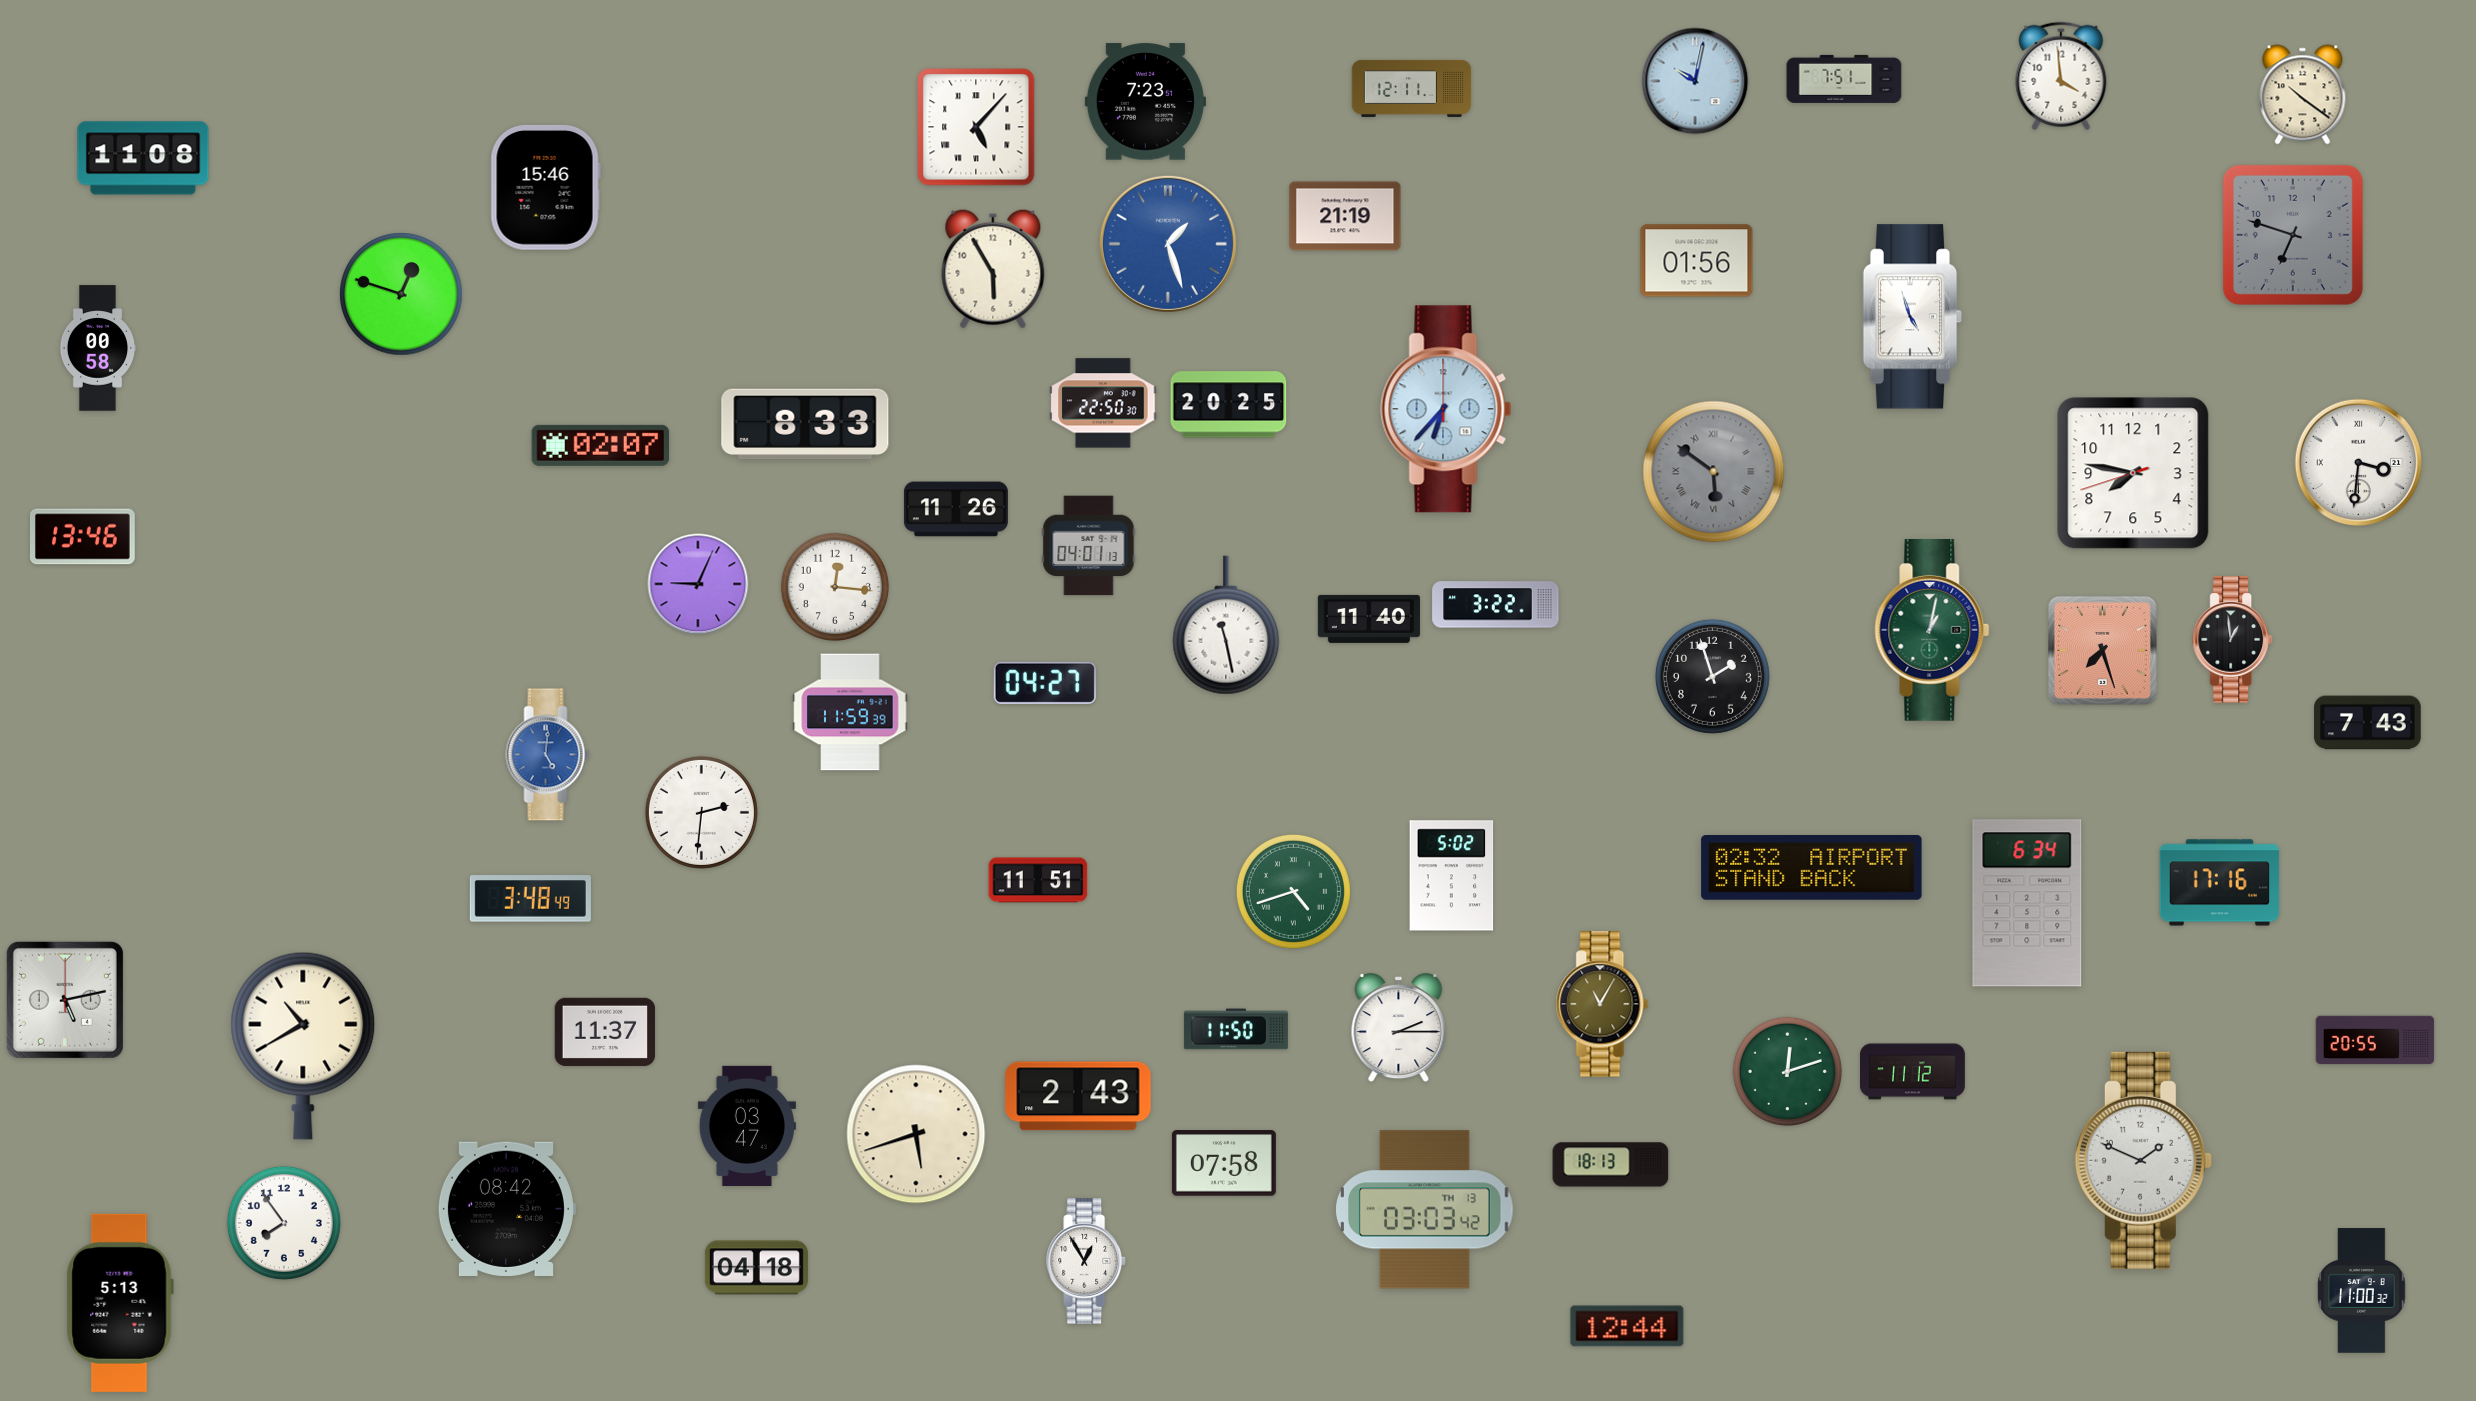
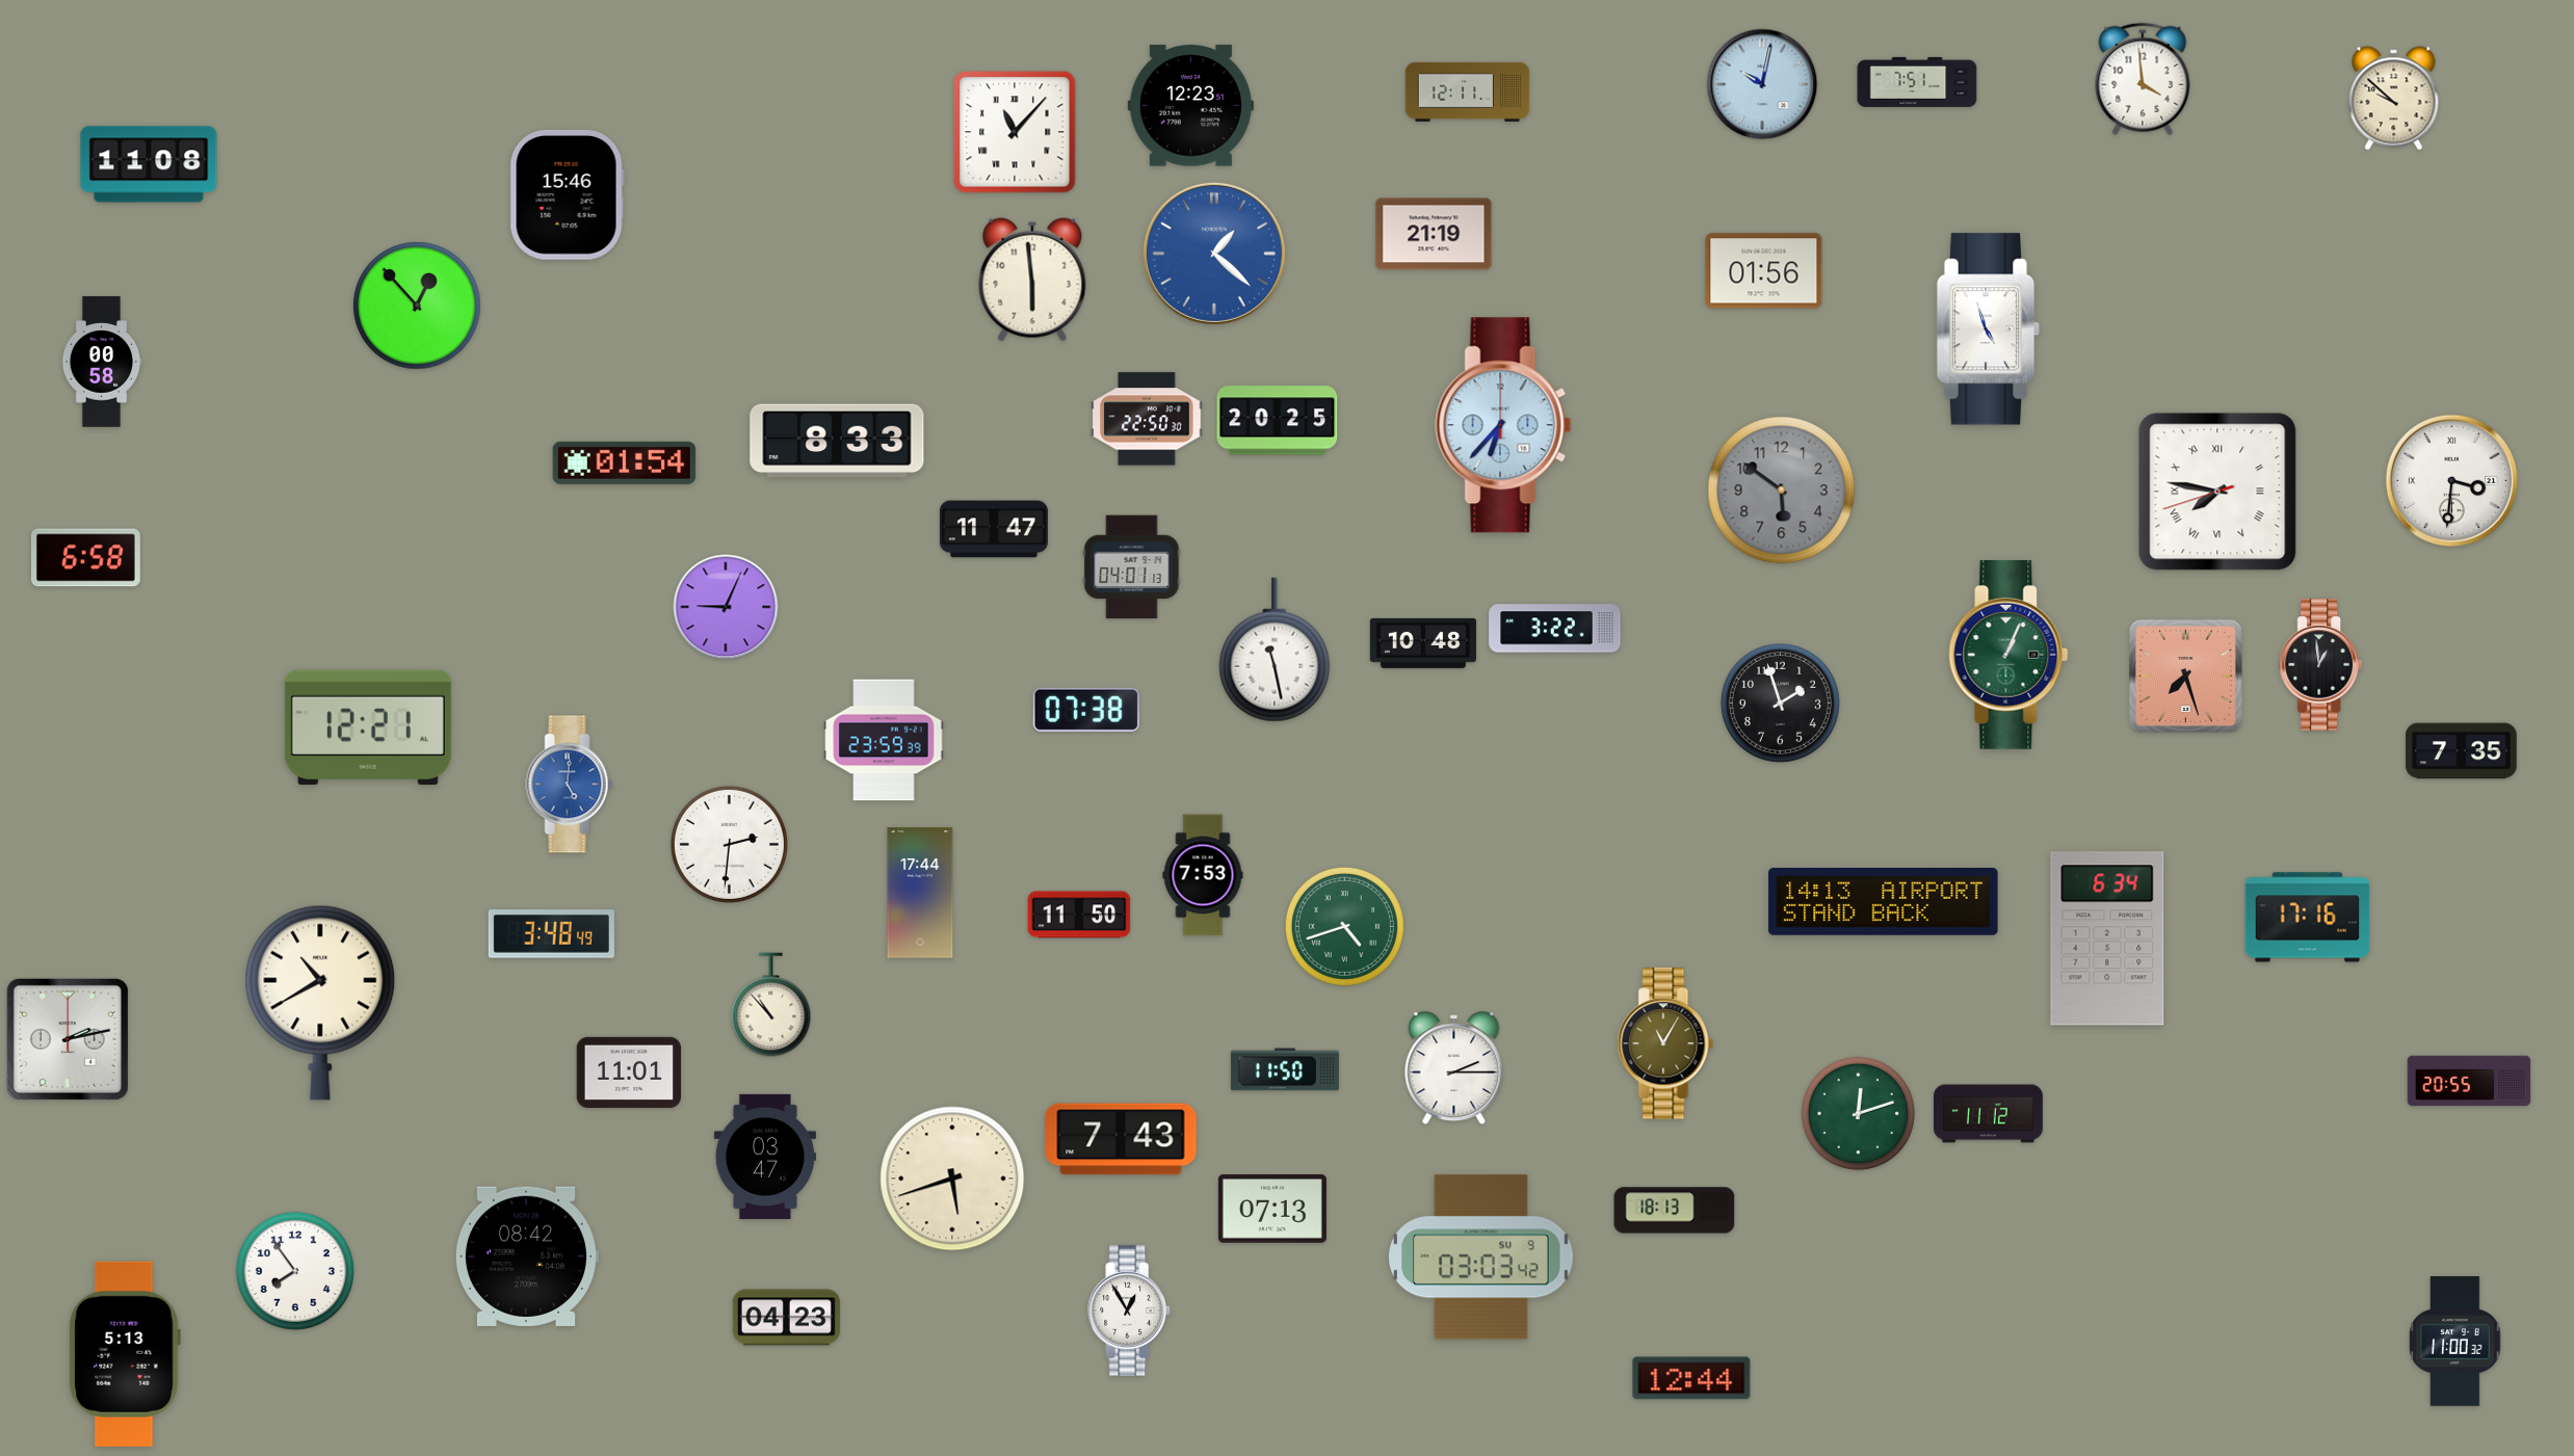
clock at (2303, 95): 10:21 -> 9:52
clock at (1145, 102): 7:23 -> 12:23
clock at (976, 127): 5:07 -> 11:07
clock at (1345, 216) position: (1345, 216) -> (1434, 234)
clock at (2293, 235): 6:48 -> none
clock at (1168, 244): 1:27 -> 1:22
clock at (993, 269): 5:55 -> 5:59
clock at (401, 294): 12:48 -> 12:53
clock at (601, 445): 02:07 -> 01:54
clock at (1714, 472) numerals: Roman -> Arabic
clock at (2133, 473) numerals: Arabic -> Roman
clock at (956, 509): 11:26 -> 11:47
clock at (82, 537): 13:46 -> 6:58
clock at (834, 586): 12:16 -> none
clock at (1369, 619): 11:40 -> 10:48
clock at (1932, 631): 1:02 -> 1:04
clock at (1045, 683): 04:27 -> 07:38
clock at (368, 727): none -> 12:21
clock at (850, 712): 11:59 -> 23:59
clock at (2368, 723): 7:43 -> 7:35
clock at (1203, 875): none -> 7:53
clock at (920, 893): none -> 17:44
clock at (1812, 868): 02:32 -> 14:13
clock at (1452, 876): 5:02 -> none
clock at (1038, 880): 11:51 -> 11:50
clock at (771, 1005): none -> 10:53
clock at (65, 1000): 5:13 -> 2:13
clock at (605, 1032): 11:37 -> 11:01
clock at (303, 1046) position: (303, 1046) -> (320, 1003)
clock at (1078, 1096): 2:43 -> 7:43
clock at (747, 1125) position: (747, 1125) -> (765, 1156)
clock at (2143, 1160): 1:49 -> none
clock at (1224, 1163): 07:58 -> 07:13
clock at (1425, 1210) date: TH 13 -> SU 9
clock at (756, 1268): 04:18 -> 04:23
